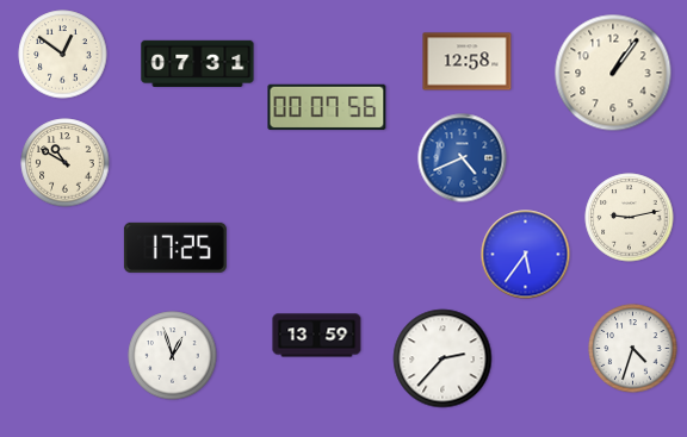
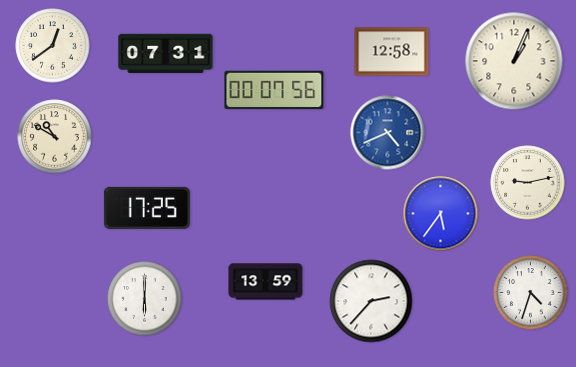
clock at (63, 55): 12:51 -> 12:39
clock at (613, 73): 1:06 -> 1:04
clock at (173, 356): 12:57 -> 6:00
